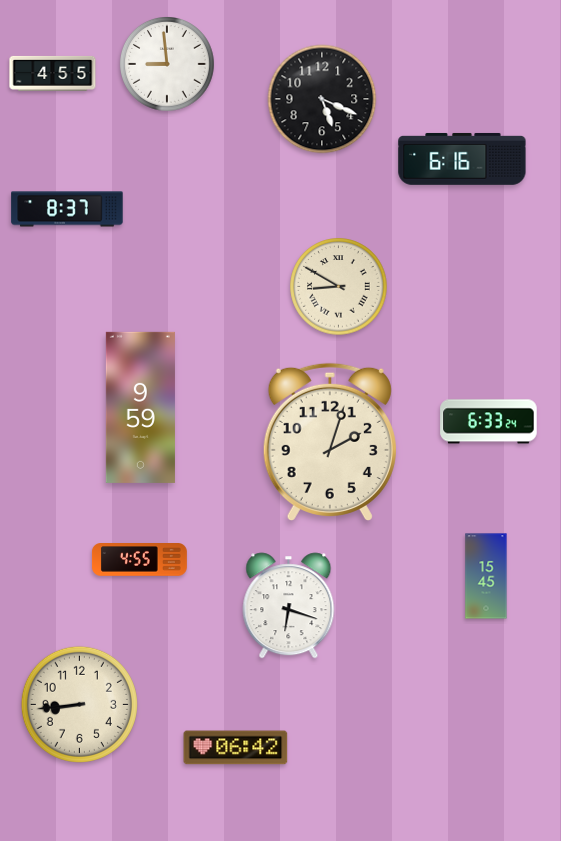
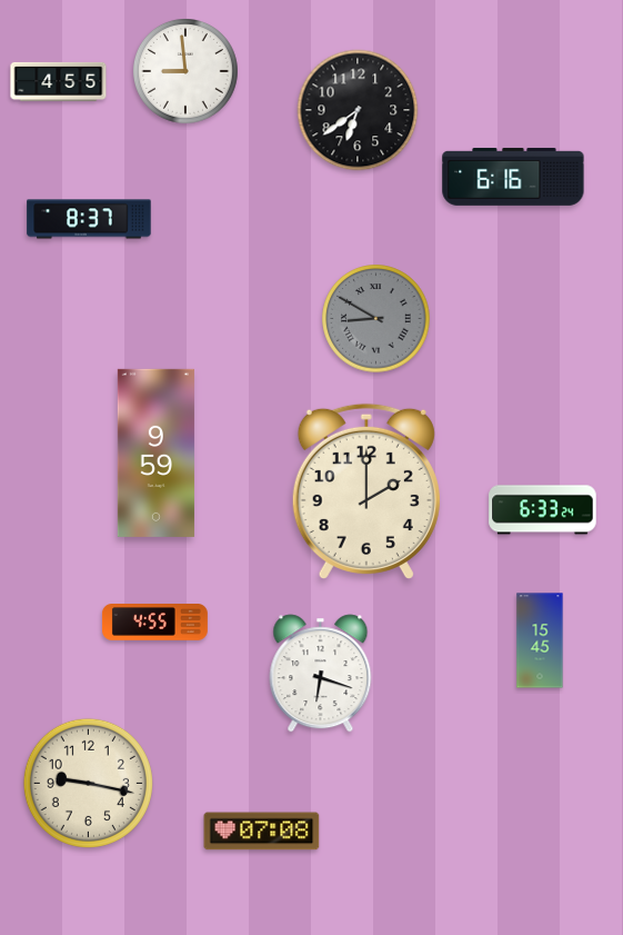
clock at (322, 99): 5:19 -> 6:39
clock at (67, 209) position: (67, 209) -> (89, 219)
clock at (339, 287) dial: cream -> grey
clock at (489, 422) position: (489, 422) -> (543, 510)
clock at (330, 441): 2:03 -> 2:00
clock at (79, 704): 8:44 -> 9:17
clock at (236, 748): 06:42 -> 07:08
